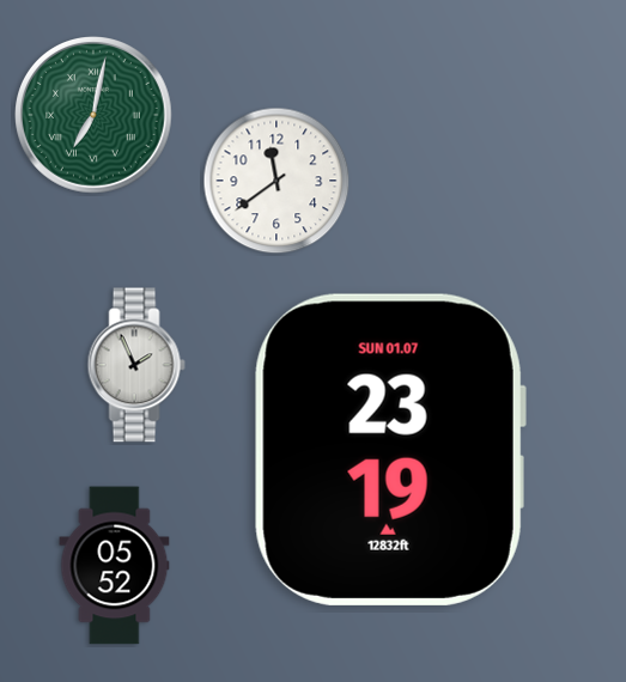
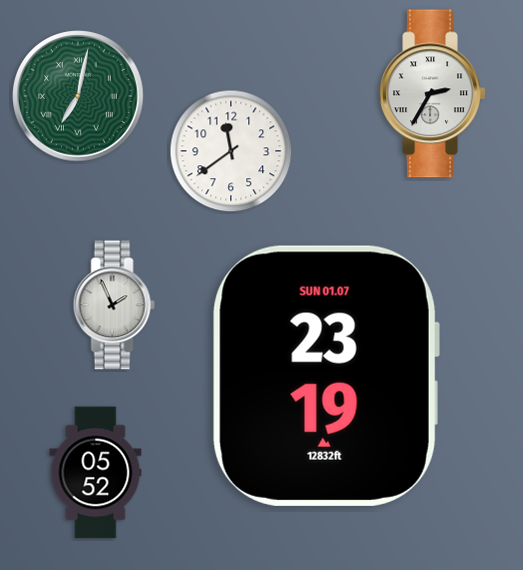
clock at (432, 94): none -> 2:35
